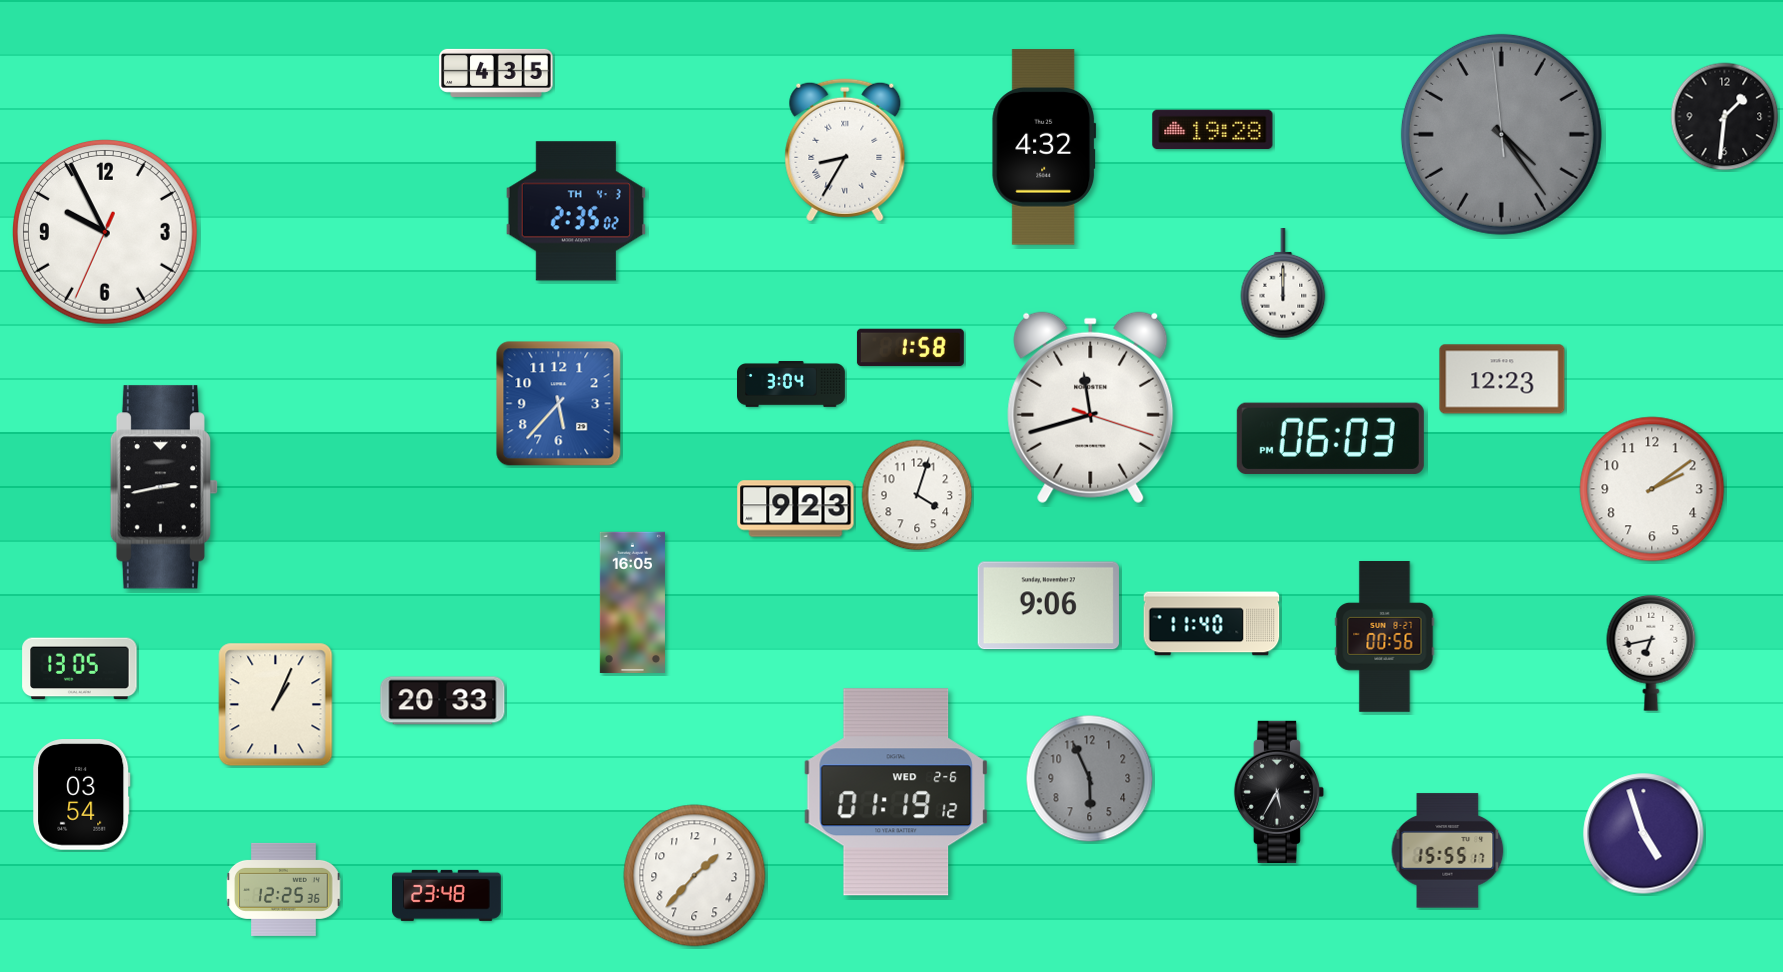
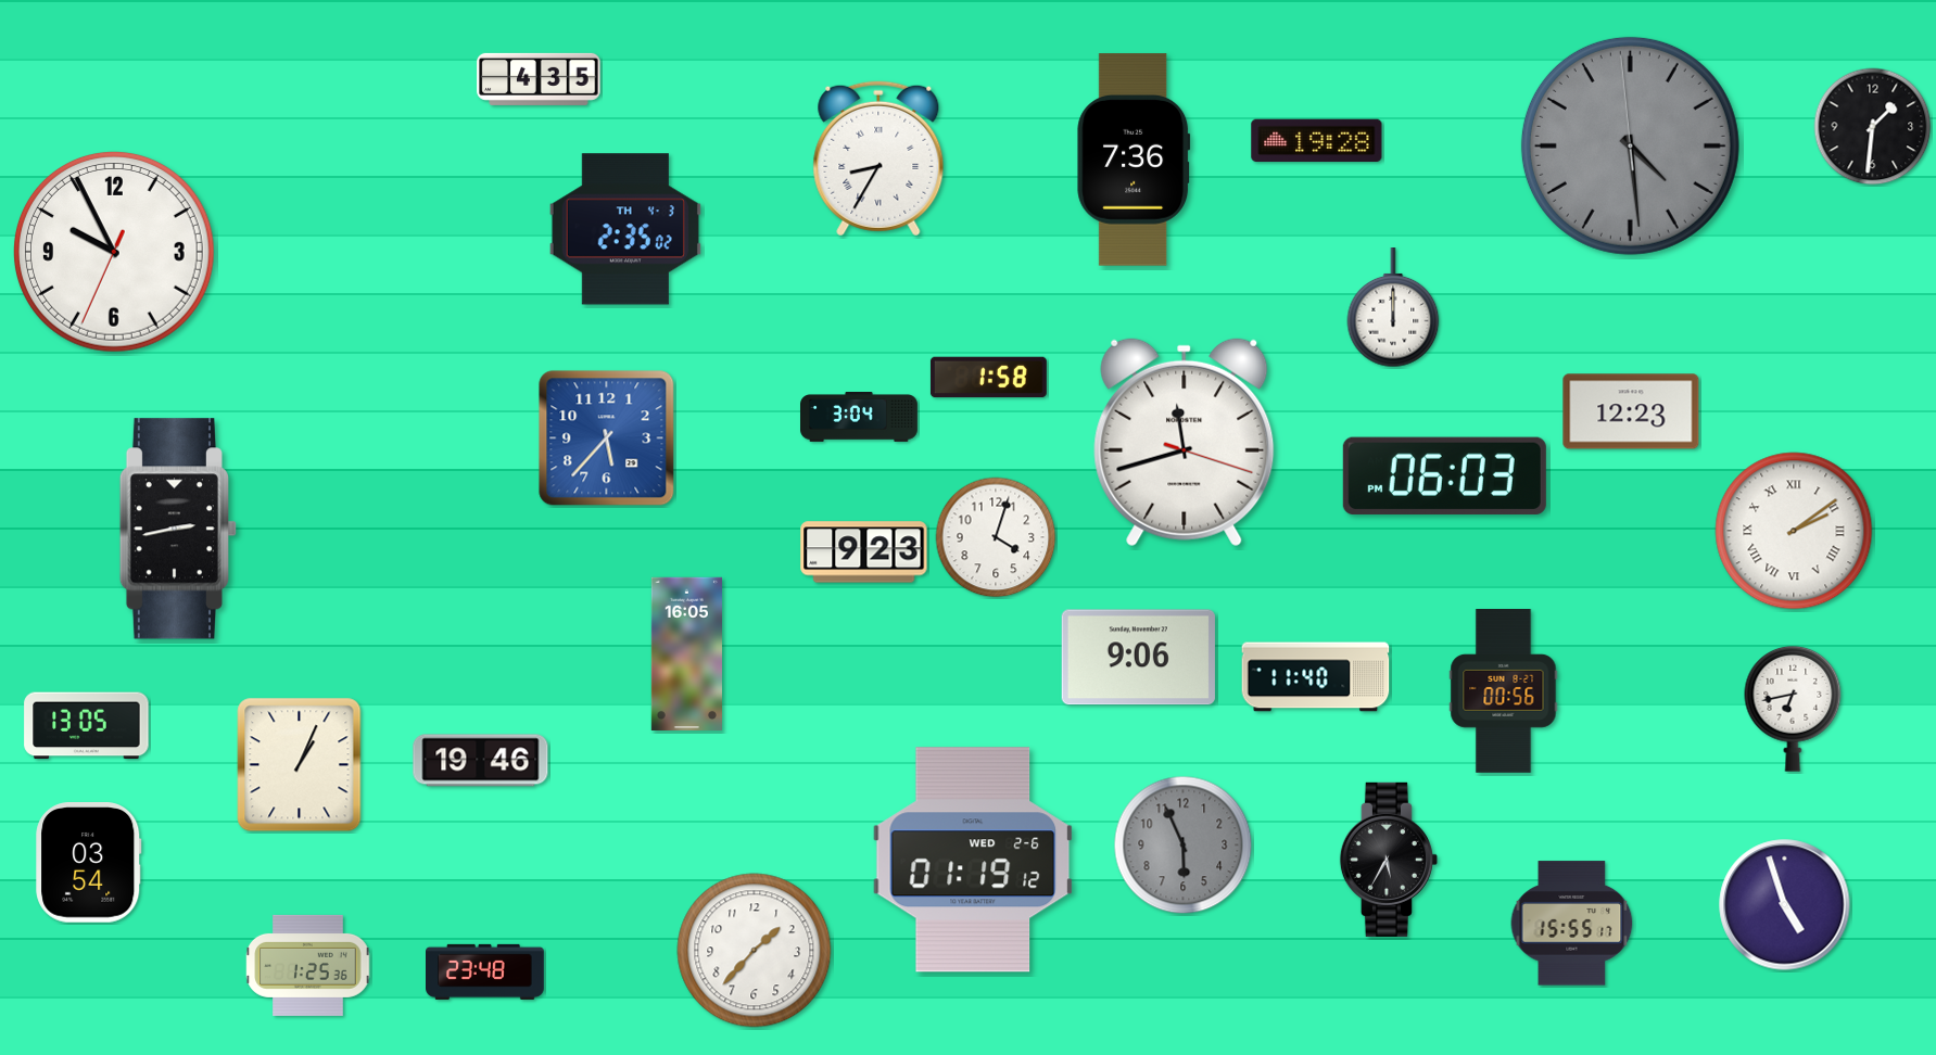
clock at (1501, 134): 4:23 -> 4:28
clock at (1044, 147): 4:32 -> 7:36
clock at (845, 150) position: (845, 150) -> (878, 158)
clock at (1652, 489) numerals: Arabic -> Roman
clock at (443, 701): 20:33 -> 19:46
clock at (284, 889): 12:25 -> 1:25
